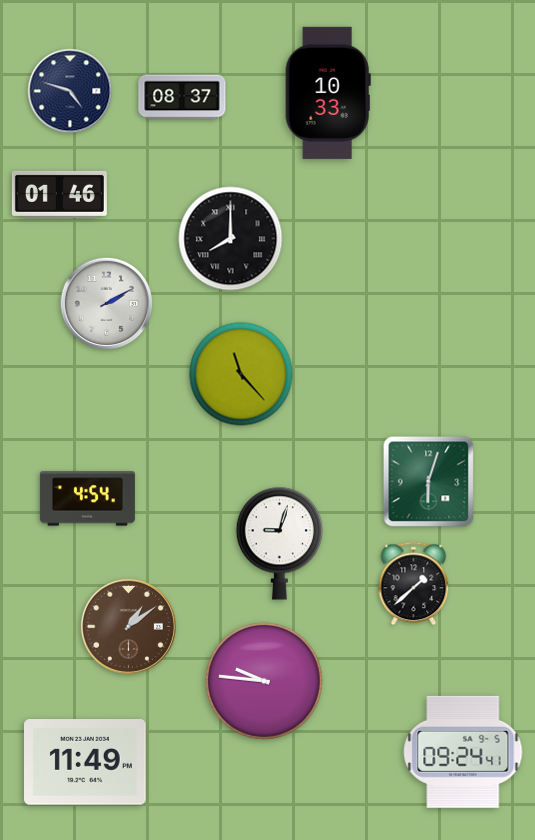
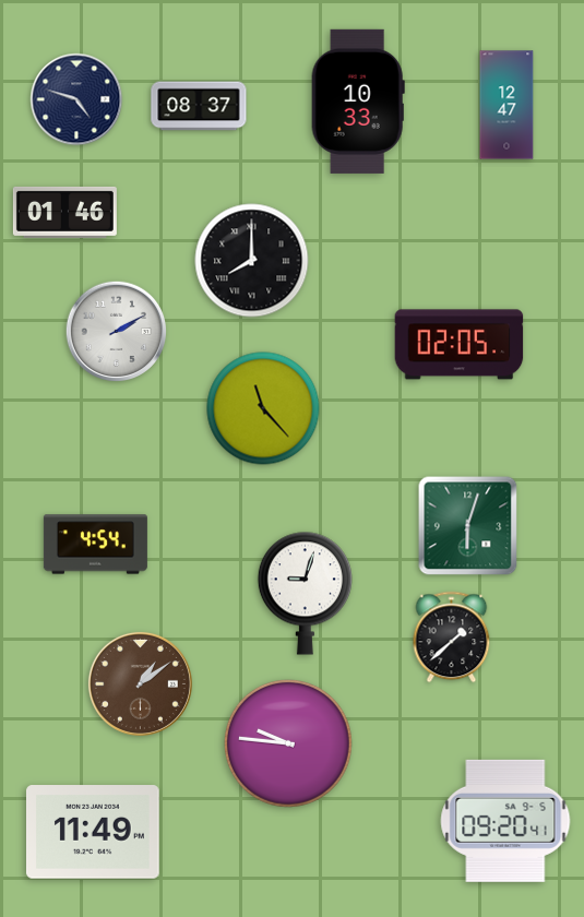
clock at (506, 105): none -> 12:47
clock at (460, 345): none -> 02:05
clock at (463, 752): 09:24 -> 09:20
